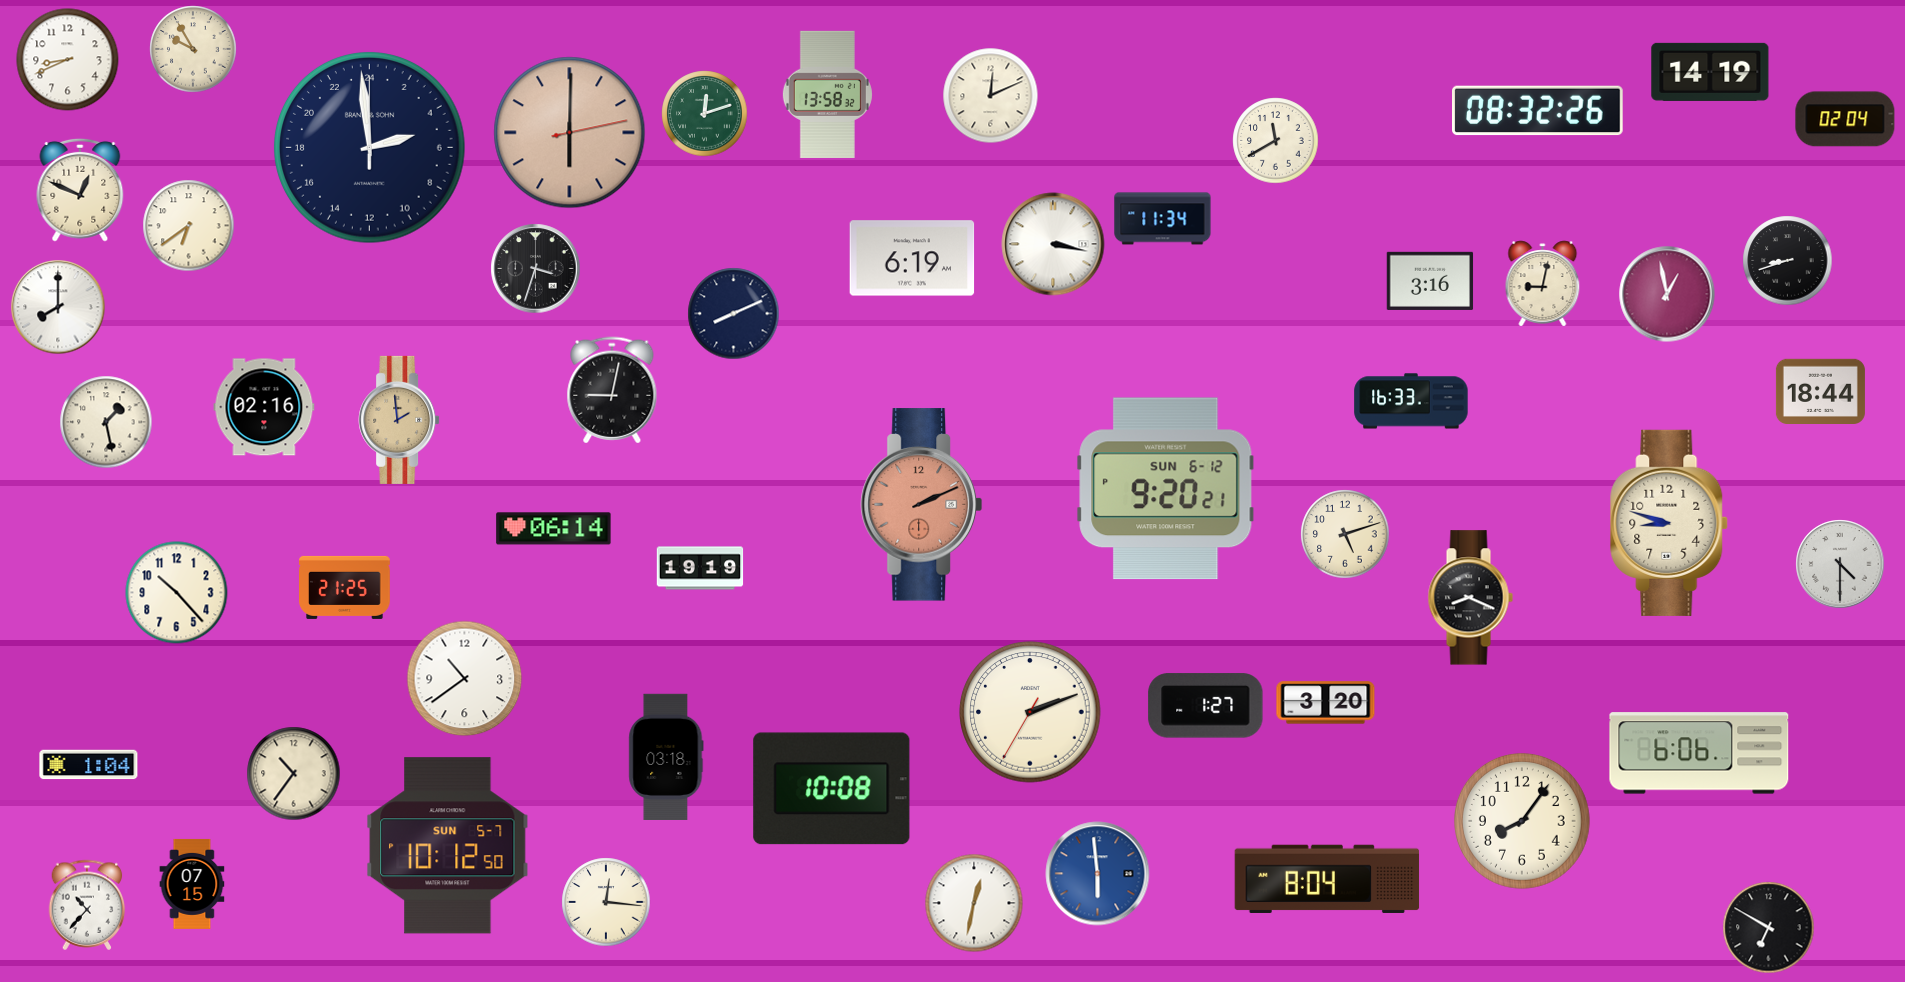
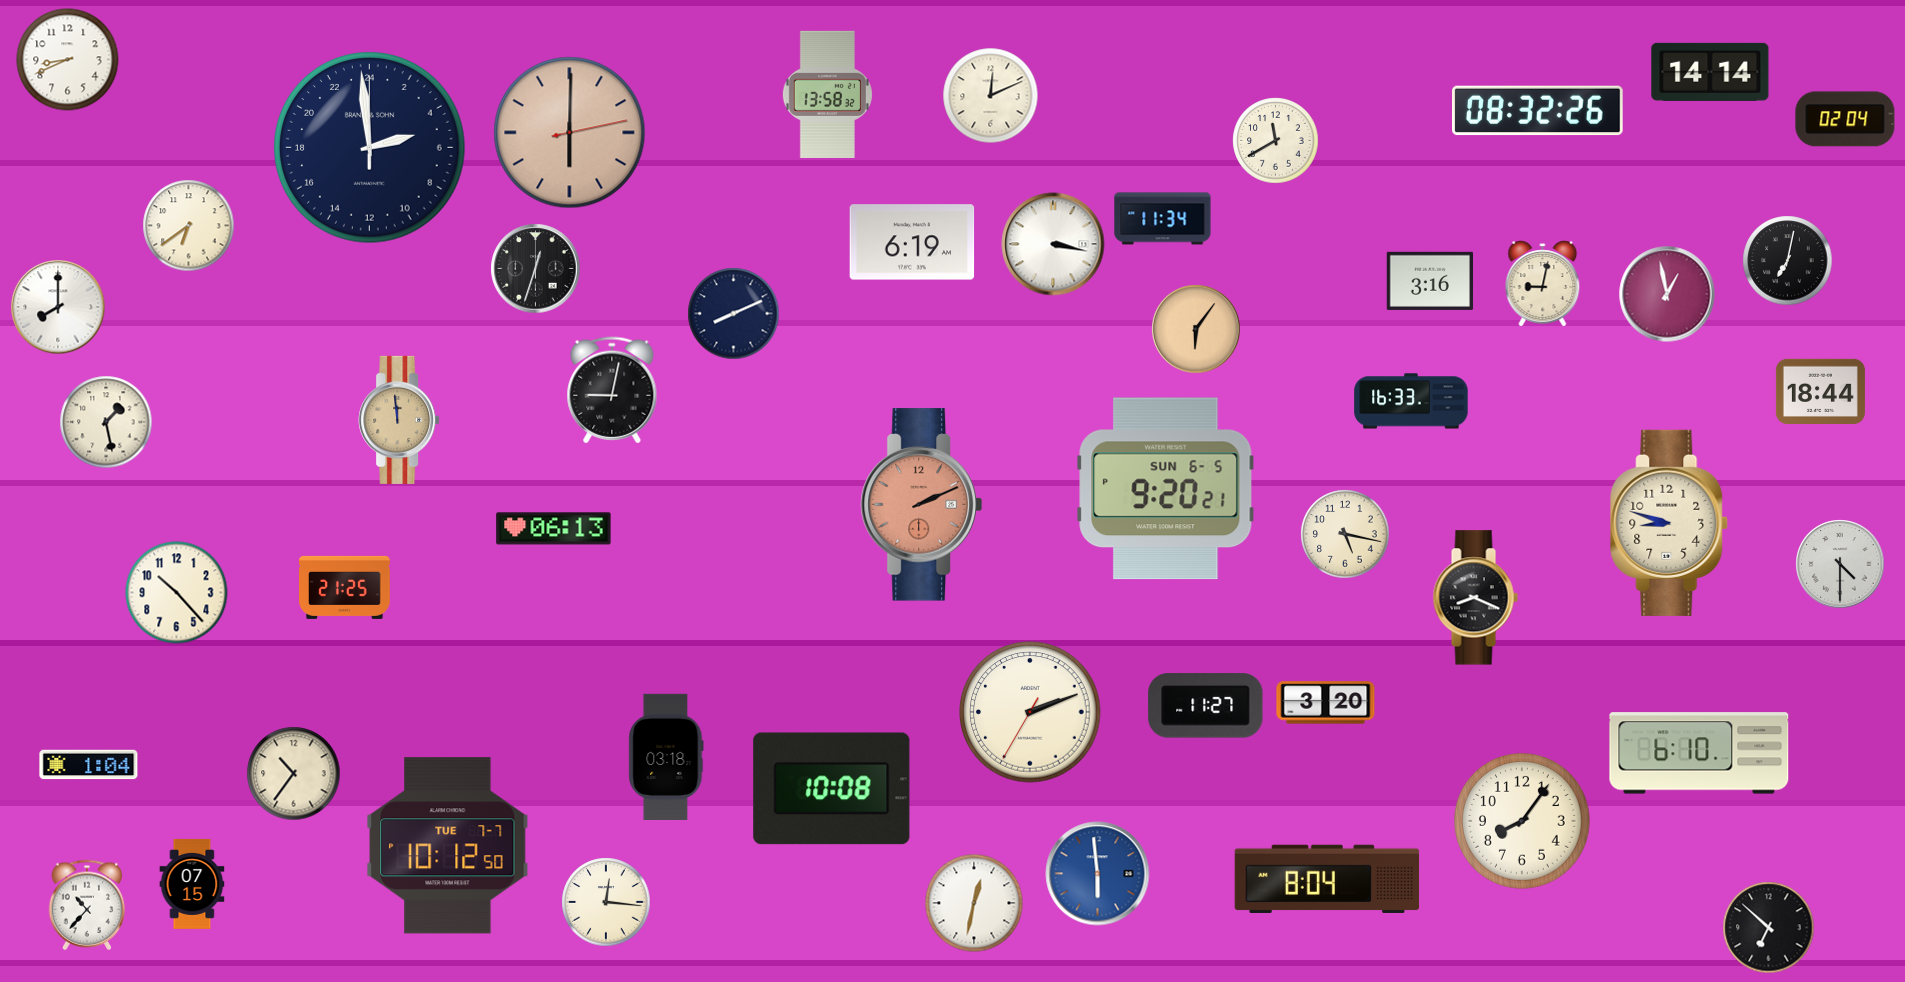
clock at (193, 49): 9:55 -> none
clock at (1710, 72): 14:19 -> 14:14
clock at (705, 114): 12:12 -> none
clock at (80, 190): 12:49 -> none
clock at (912, 258) position: (912, 258) -> (912, 242)
clock at (1788, 261): 8:42 -> 7:02
clock at (536, 269): 3:33 -> 12:33
clock at (1196, 329): none -> 6:06
clock at (264, 407): 02:16 -> none
clock at (399, 420): 1:59 -> 11:59
clock at (1166, 489) date: SUN 6-12 -> SUN 6-5
clock at (554, 529): 06:14 -> 06:13
clock at (1345, 534): 5:12 -> 5:17
clock at (700, 568): 19:19 -> none
clock at (1470, 598) position: (1470, 598) -> (1475, 598)
clock at (465, 679): 10:39 -> none
clock at (1206, 706): 1:27 -> 11:27
clock at (1699, 753): 6:06 -> 6:10
clock at (448, 846) date: SUN 5-7 -> TUE 7-7
clock at (1769, 928): 6:50 -> 6:52
